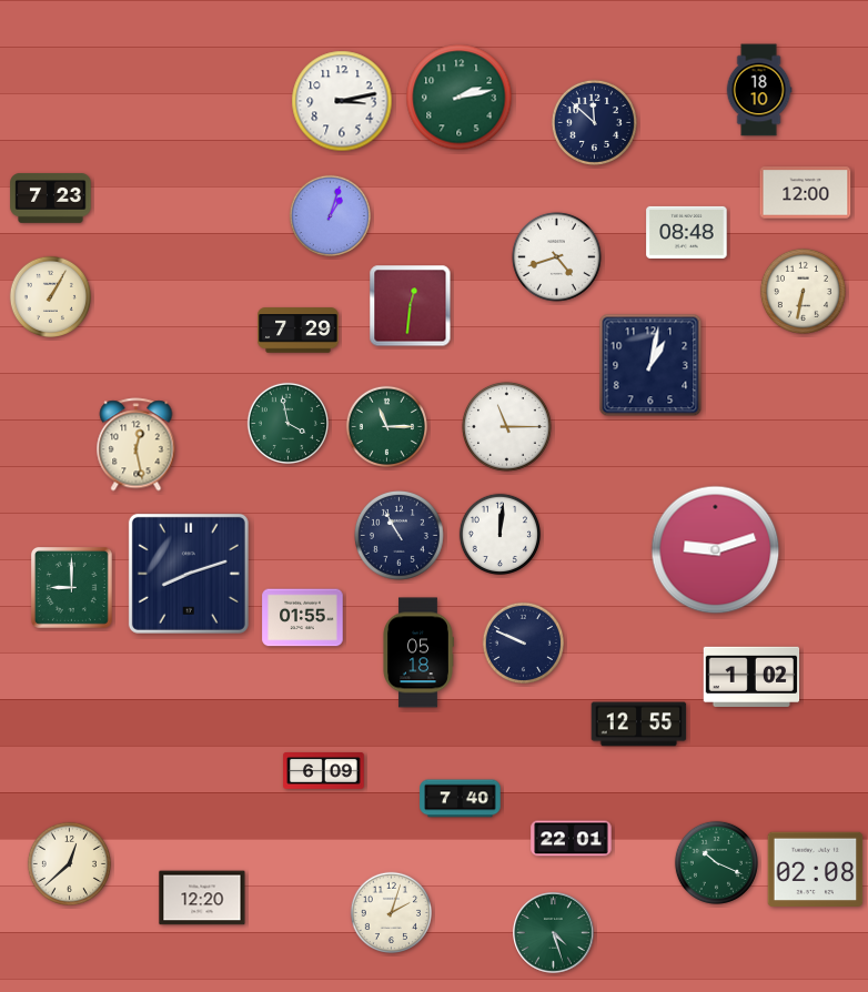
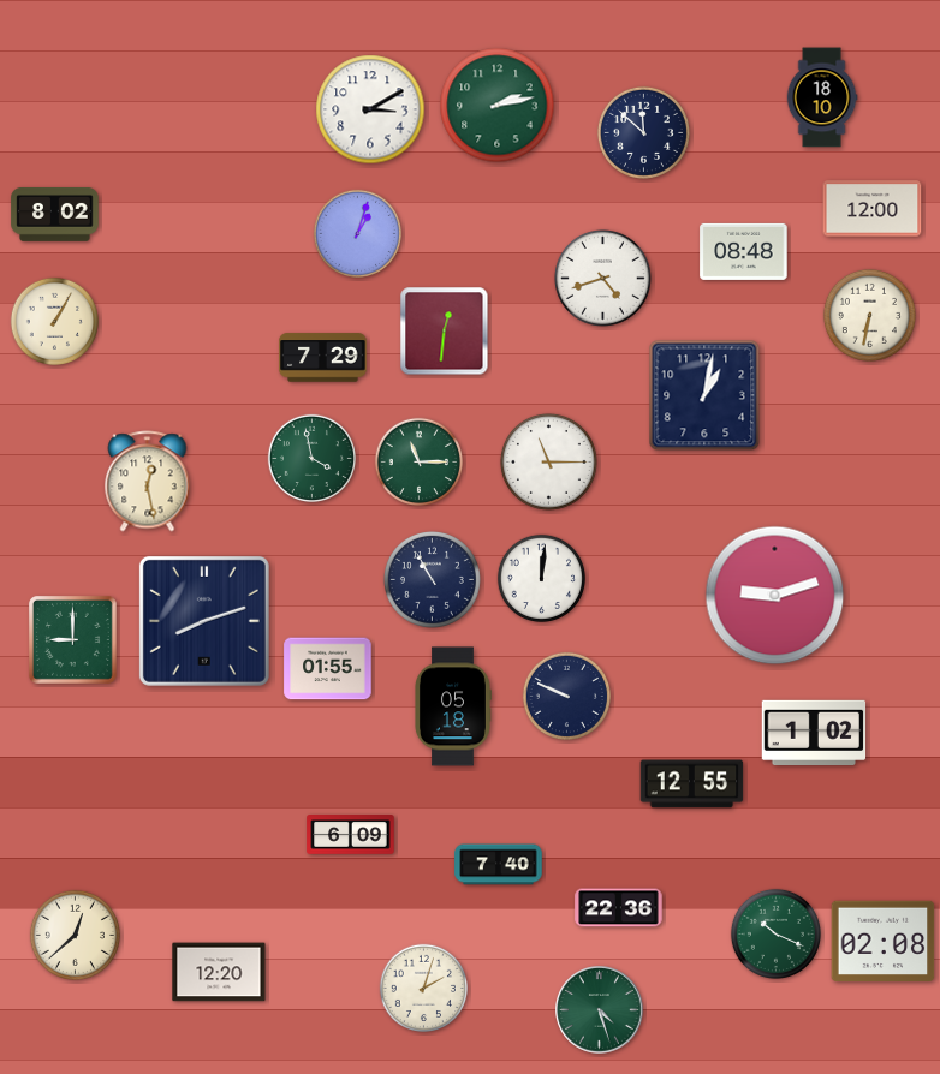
clock at (342, 101): 3:13 -> 3:10
clock at (51, 199): 7:23 -> 8:02
clock at (71, 587) position: (71, 587) -> (72, 639)
clock at (572, 839): 22:01 -> 22:36
